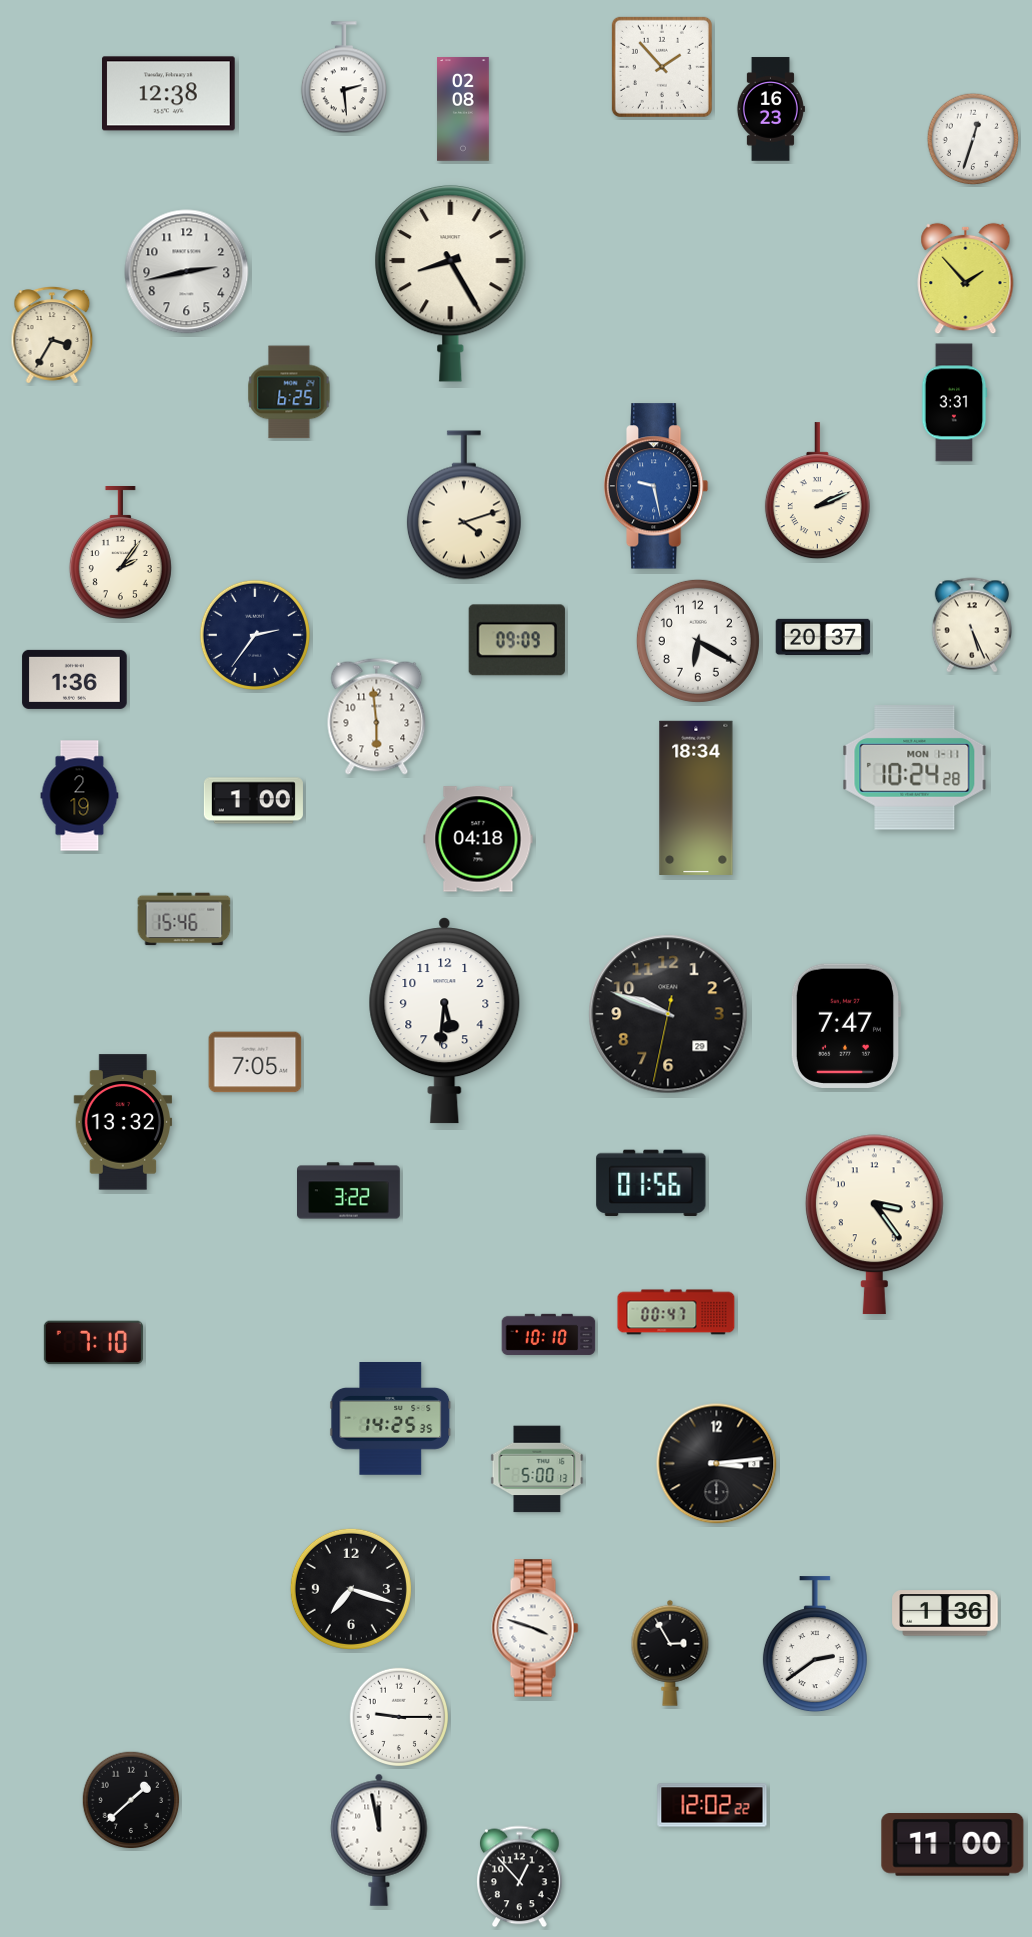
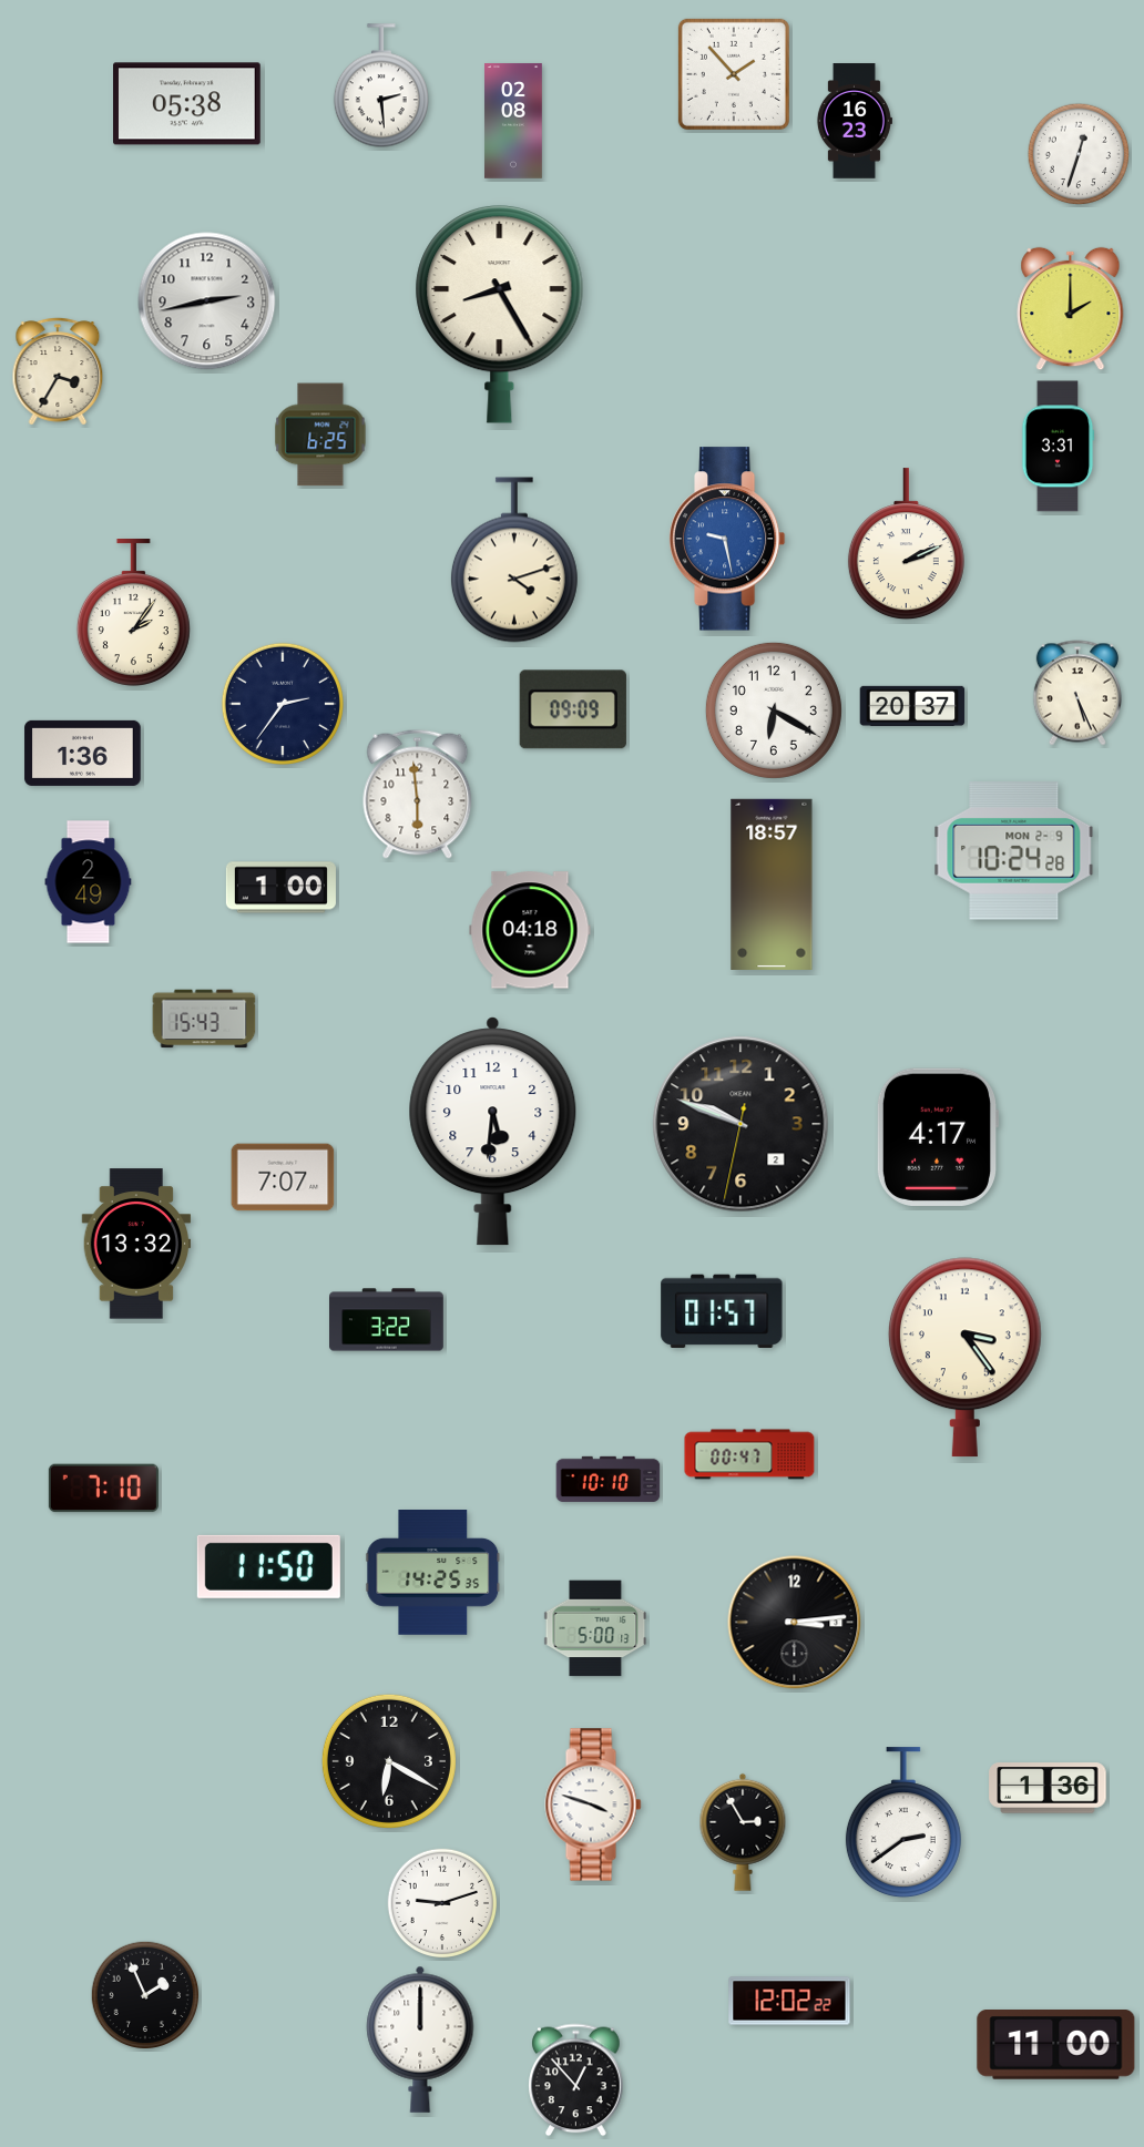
clock at (169, 94): 12:38 -> 05:38
clock at (966, 279): 1:53 -> 2:00
clock at (915, 768) date: MON 1-11 -> MON 2-9
clock at (80, 796): 2:19 -> 2:49
clock at (696, 798): 18:34 -> 18:57
clock at (184, 919): 15:46 -> 15:43
clock at (668, 1014) date: 29 -> 2
clock at (845, 1026): 7:47 -> 4:17
clock at (255, 1062): 7:05 -> 7:07
clock at (651, 1182): 01:56 -> 01:57
clock at (874, 1225) position: (874, 1225) -> (964, 1358)
clock at (268, 1566): none -> 11:50
clock at (351, 1589): 7:18 -> 6:20
clock at (399, 1716): 9:15 -> 9:12
clock at (131, 1800): 1:38 -> 1:56
clock at (379, 1840): 11:58 -> 12:00
